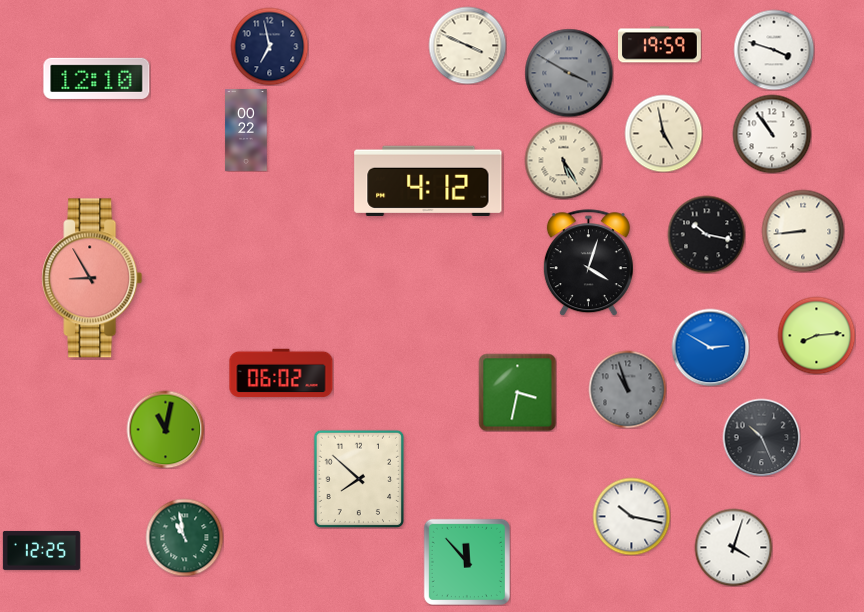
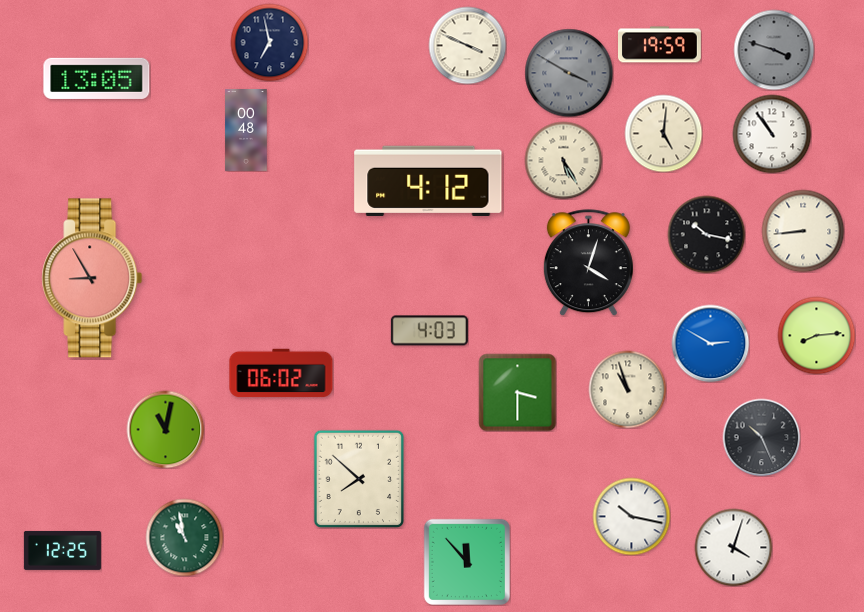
clock at (269, 46) position: (269, 46) -> (269, 42)
clock at (774, 50) dial: white -> grey
clock at (97, 78): 12:10 -> 13:05
clock at (246, 131): 00:22 -> 00:48
clock at (663, 133): 4:58 -> 5:01
clock at (429, 331): none -> 4:03
clock at (710, 347) position: (710, 347) -> (710, 343)
clock at (627, 389) dial: grey -> cream
clock at (517, 392): 3:32 -> 3:30
clock at (41, 550) position: (41, 550) -> (62, 550)
